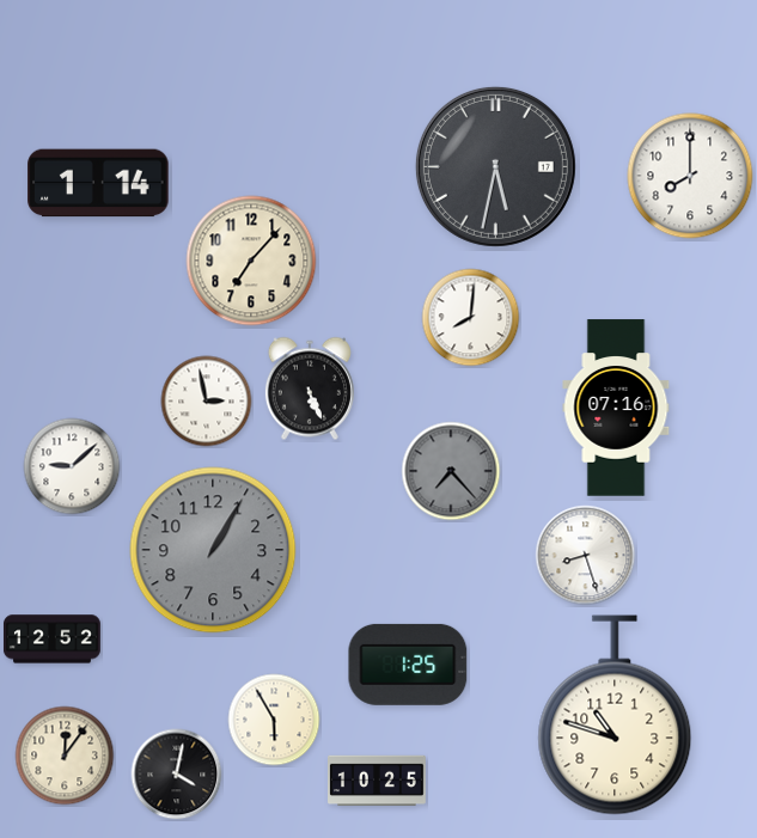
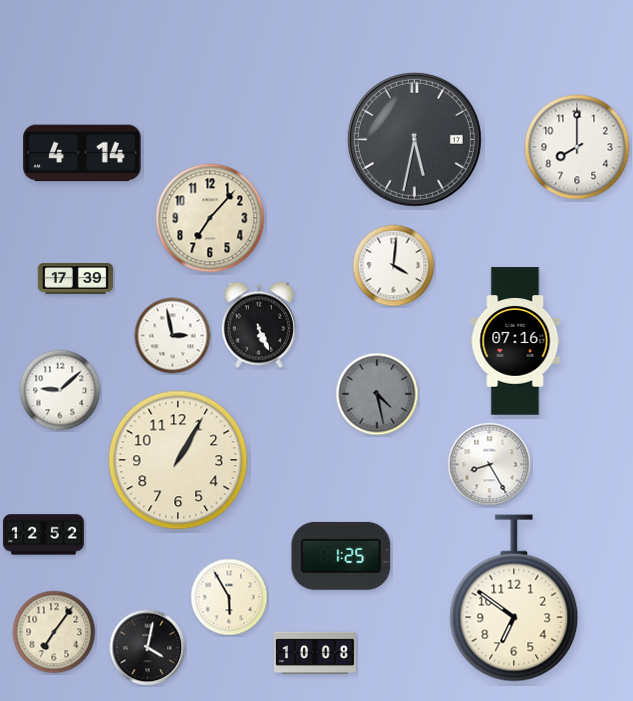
clock at (98, 183): 1:14 -> 4:14
clock at (471, 318): 8:01 -> 4:01
clock at (76, 279): none -> 17:39
clock at (451, 471): 7:23 -> 4:28
clock at (213, 550) dial: grey -> cream
clock at (586, 556): 8:27 -> 8:25
clock at (615, 715): 10:48 -> 6:51
clock at (274, 720) position: (274, 720) -> (229, 597)
clock at (65, 756): 12:06 -> 7:06
clock at (377, 781): 10:25 -> 10:08
